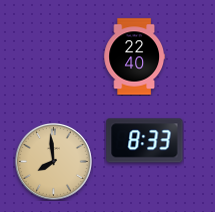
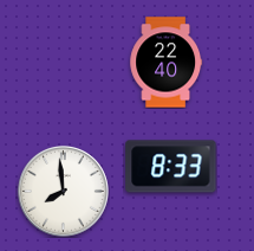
clock at (134, 57) position: (134, 57) -> (165, 63)
clock at (53, 161) dial: champagne -> white
